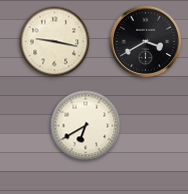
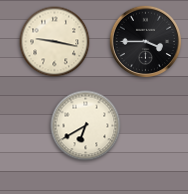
clock at (146, 42): 3:40 -> 3:45
